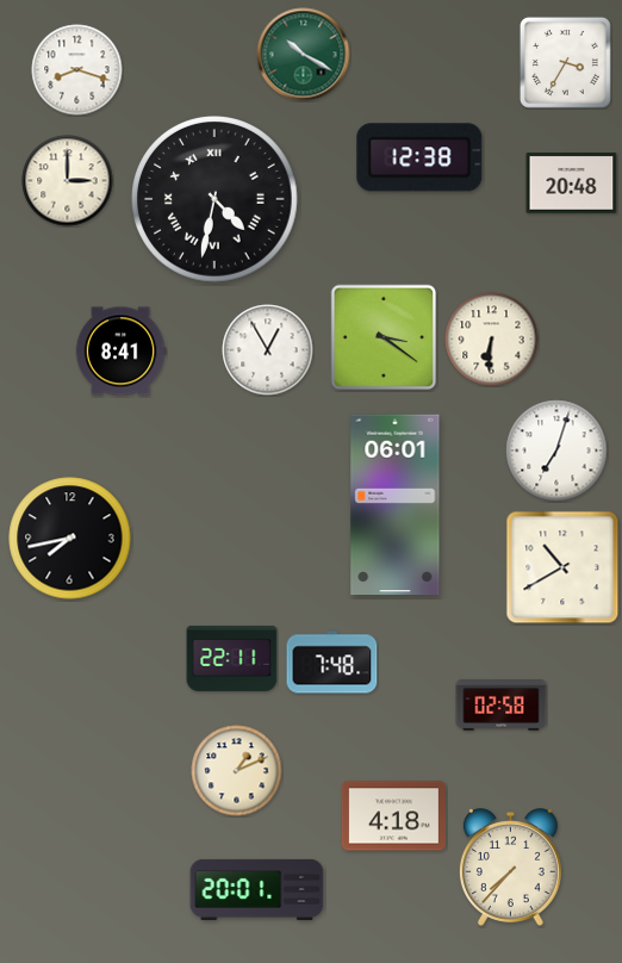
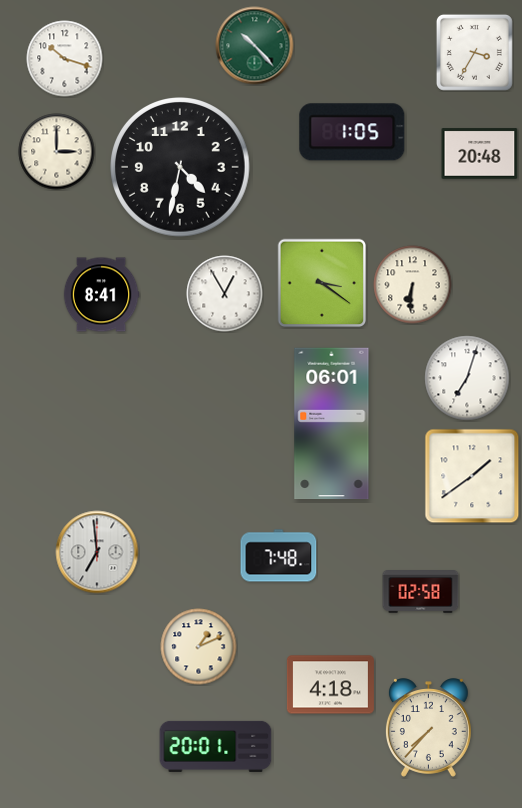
clock at (304, 55): 10:20 -> 10:23
clock at (77, 70): 8:18 -> 10:18
clock at (419, 157): 12:38 -> 1:05
clock at (216, 200) numerals: Roman -> Arabic
clock at (70, 539): 7:43 -> none
clock at (562, 567): 10:40 -> 1:39
clock at (97, 552): none -> 6:59
clock at (232, 658): 22:11 -> none
